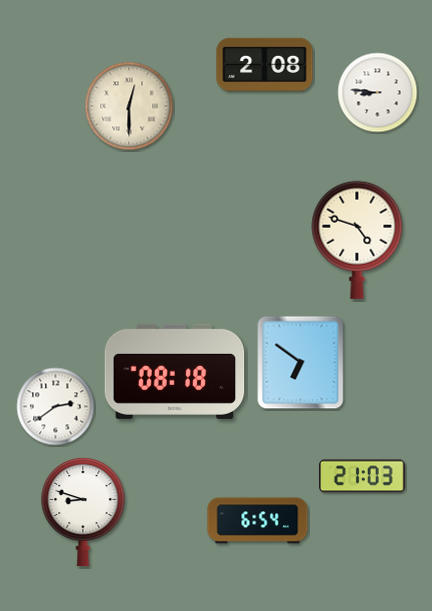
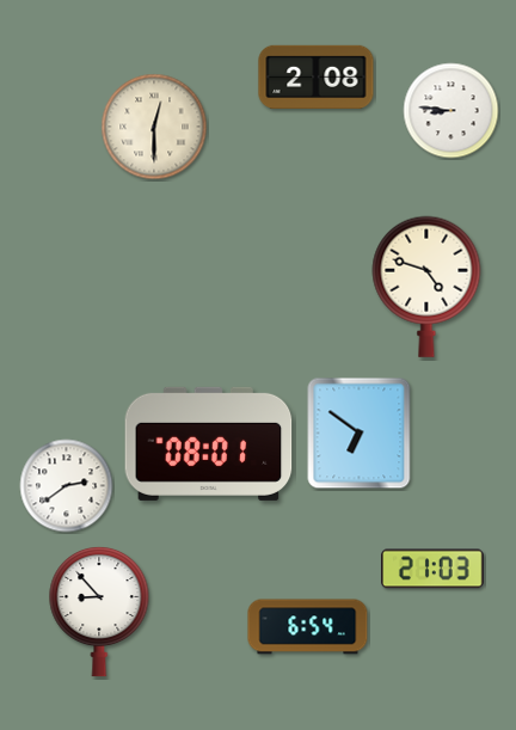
clock at (175, 371): 08:18 -> 08:01
clock at (83, 512): 8:48 -> 8:53
clock at (258, 521) position: (258, 521) -> (308, 627)
